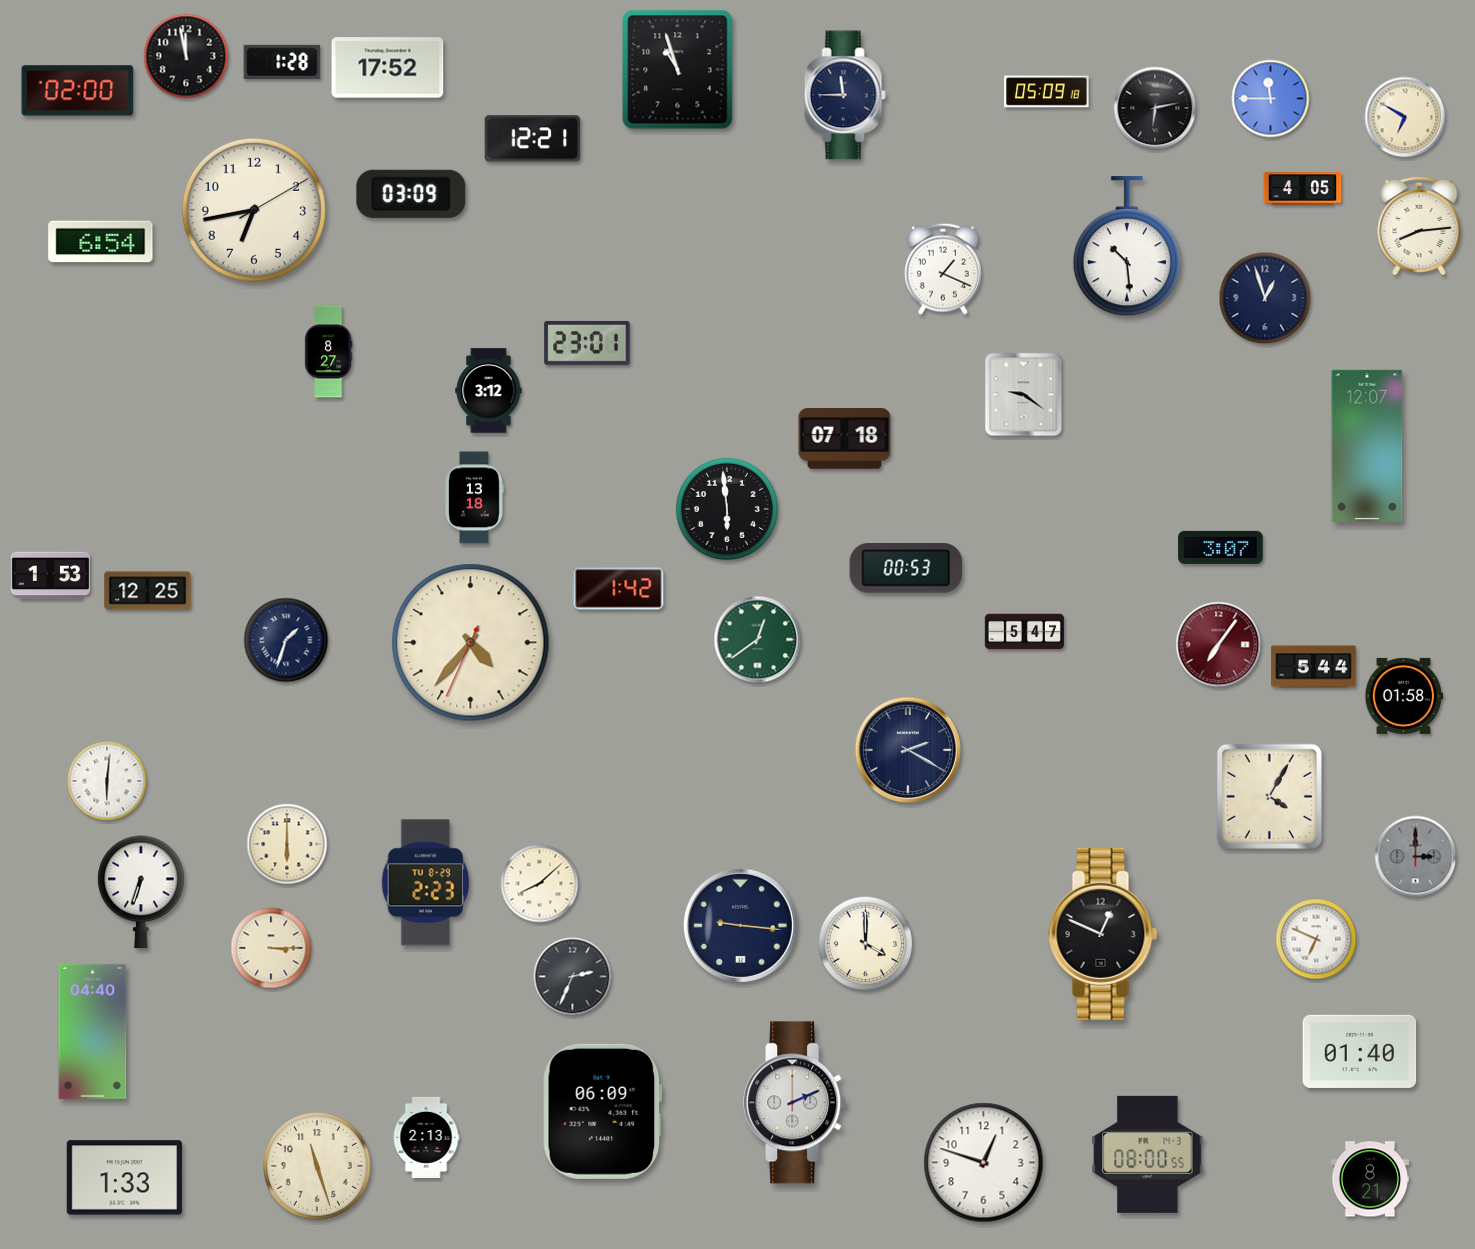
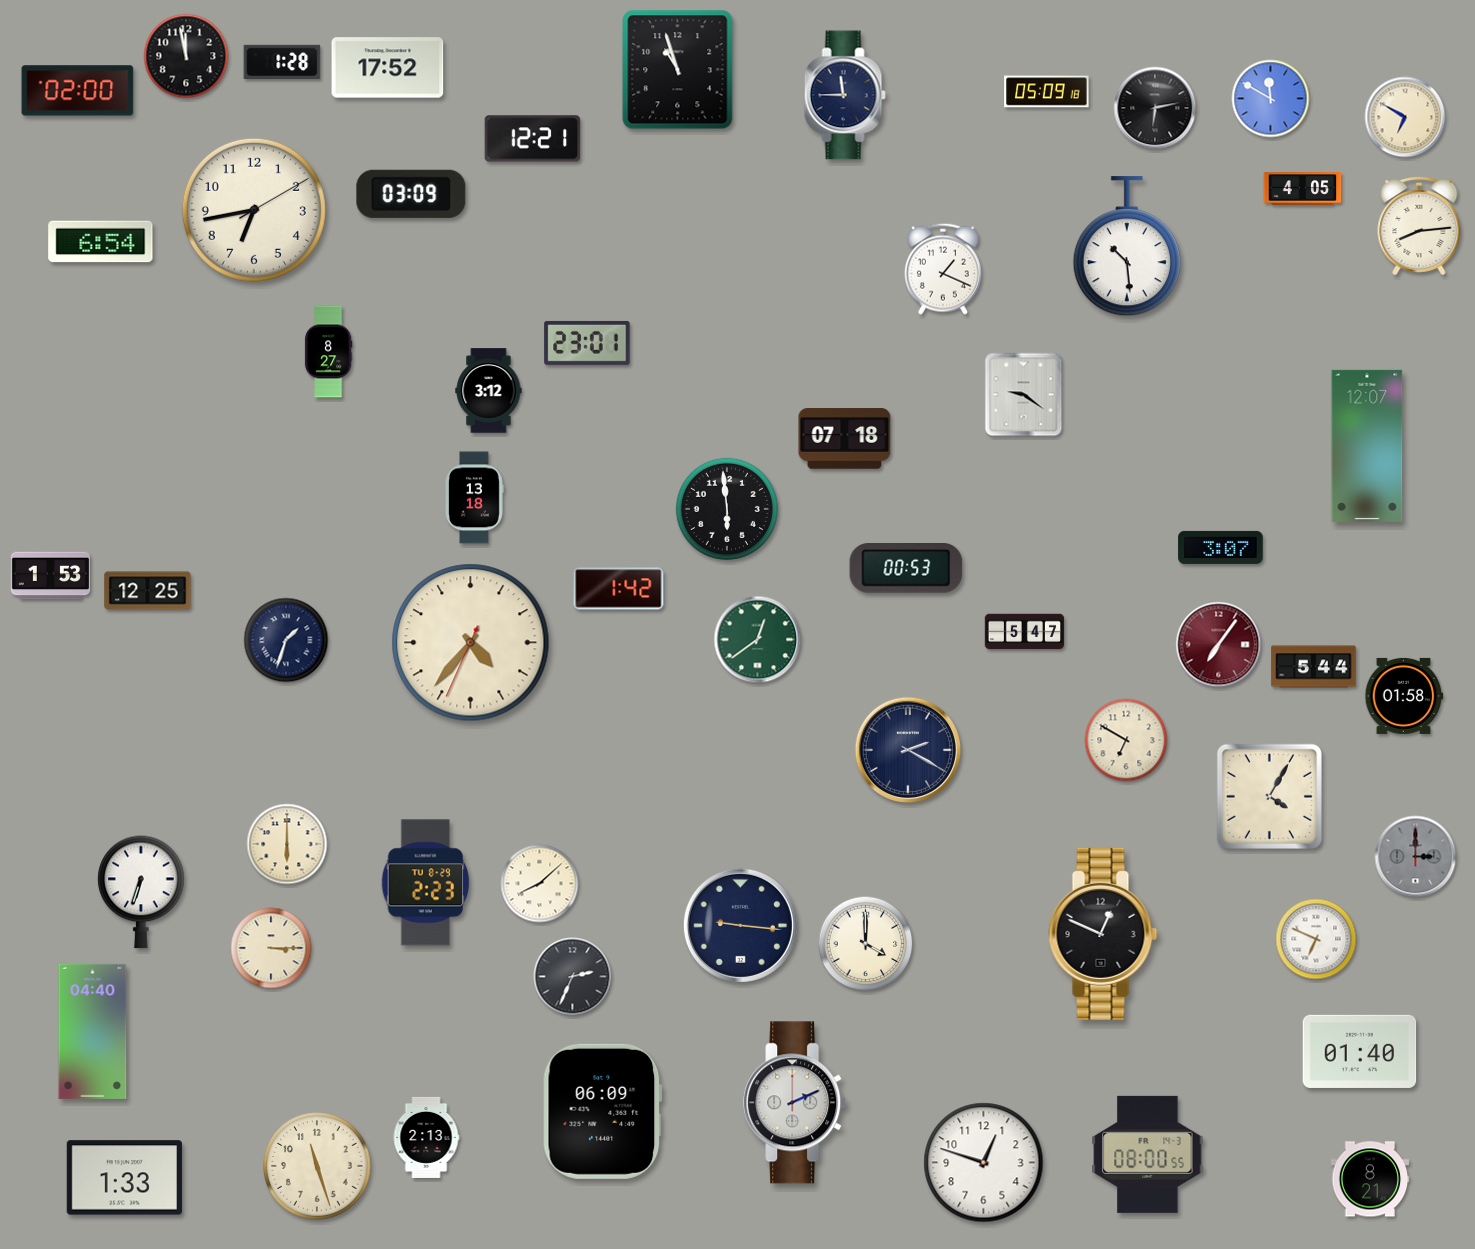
clock at (1271, 99): 11:45 -> 11:50
clock at (1265, 298): 12:57 -> none
clock at (1126, 740): none -> 6:50
clock at (107, 781): 6:01 -> none
